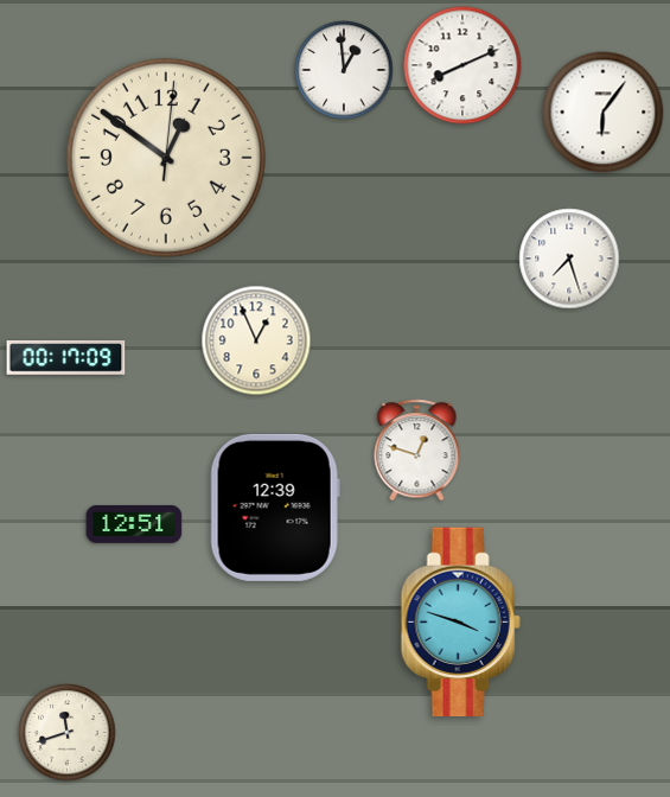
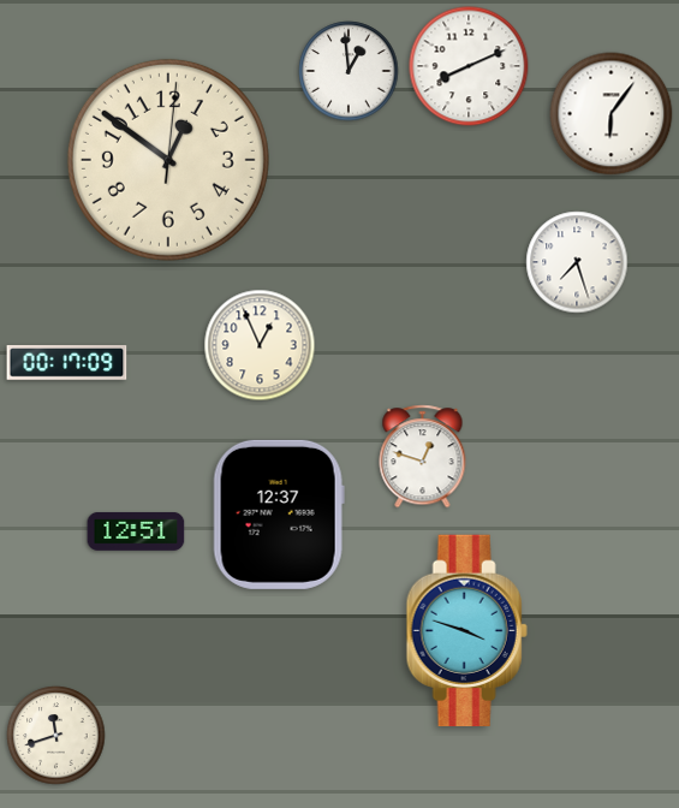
clock at (275, 508): 12:39 -> 12:37
clock at (68, 733) position: (68, 733) -> (56, 736)
